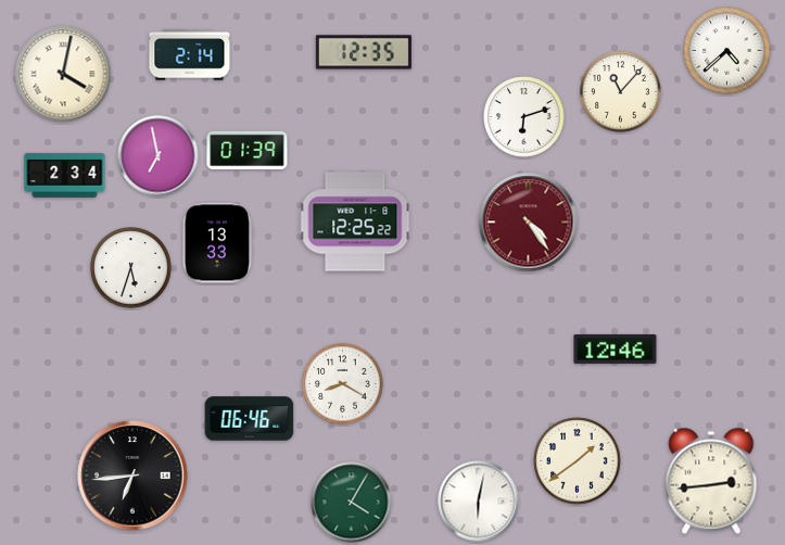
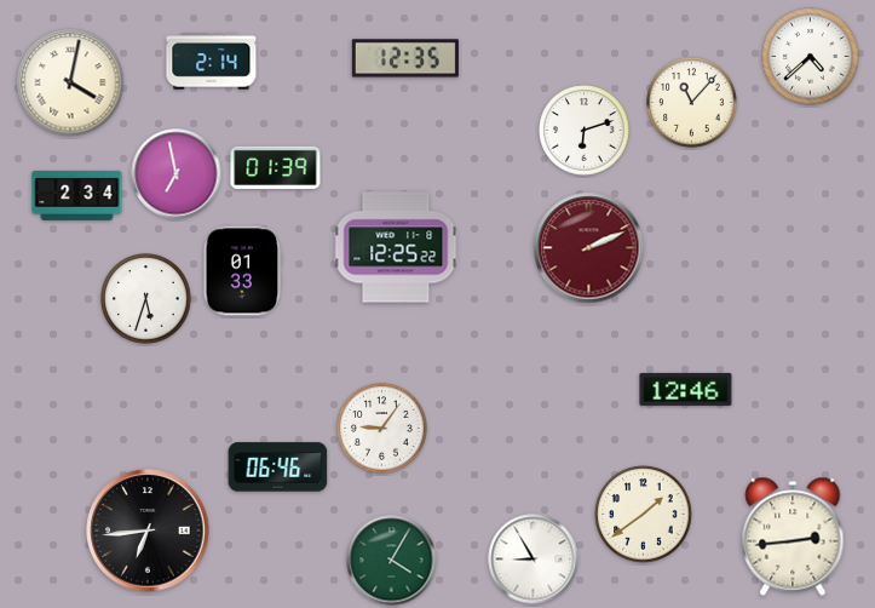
clock at (65, 175) position: (65, 175) -> (77, 195)
clock at (529, 223): 4:24 -> 2:11
clock at (218, 243): 13:33 -> 01:33
clock at (343, 384): 8:20 -> 9:06
clock at (479, 502): 6:02 -> 8:55
